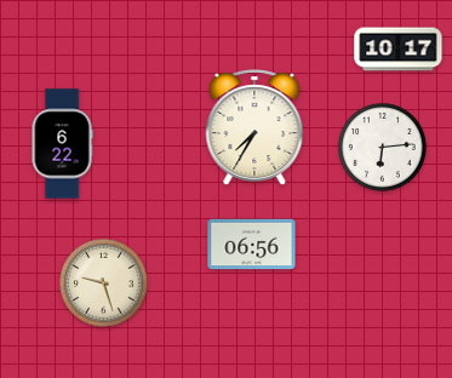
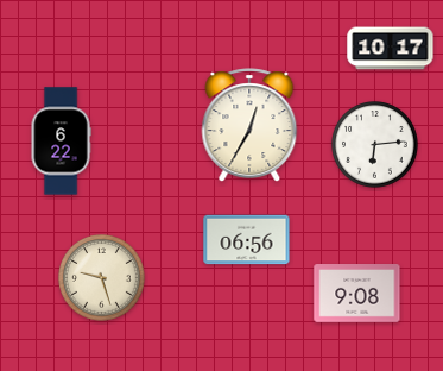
clock at (254, 127): 7:35 -> 12:35
clock at (357, 294): none -> 9:08
